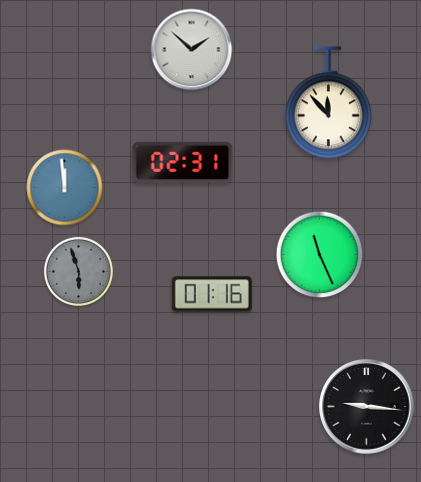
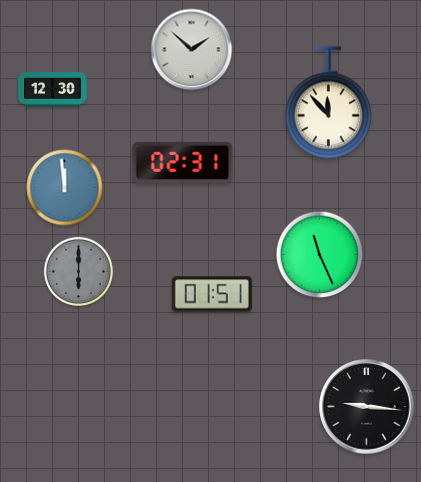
clock at (53, 90): none -> 12:30
clock at (78, 271): 5:57 -> 6:00
clock at (212, 294): 01:16 -> 01:51
